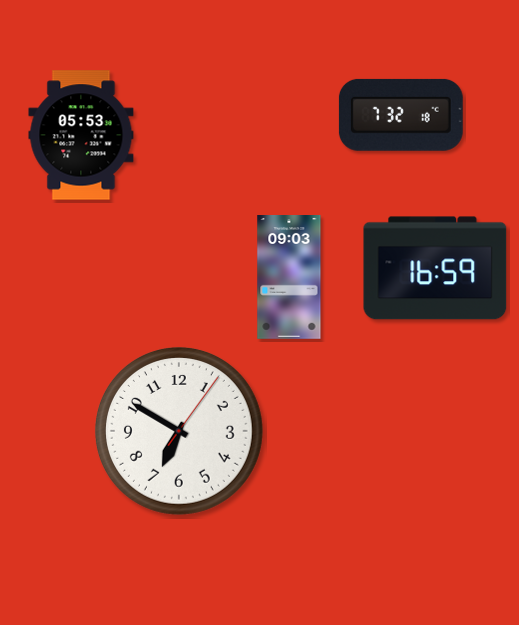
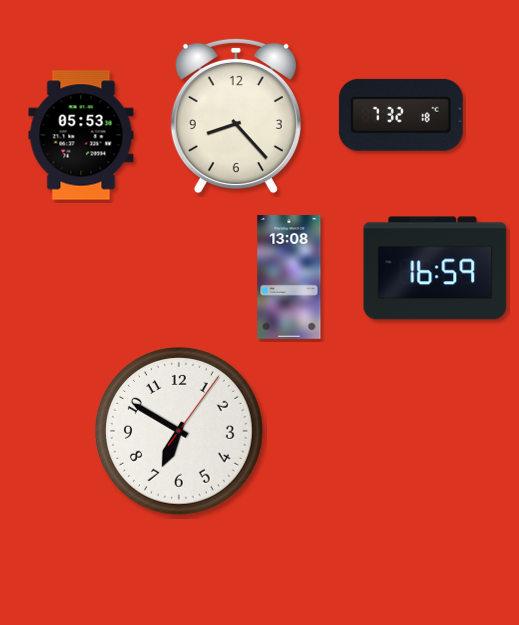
clock at (236, 116): none -> 8:23
clock at (289, 278): 09:03 -> 13:08
